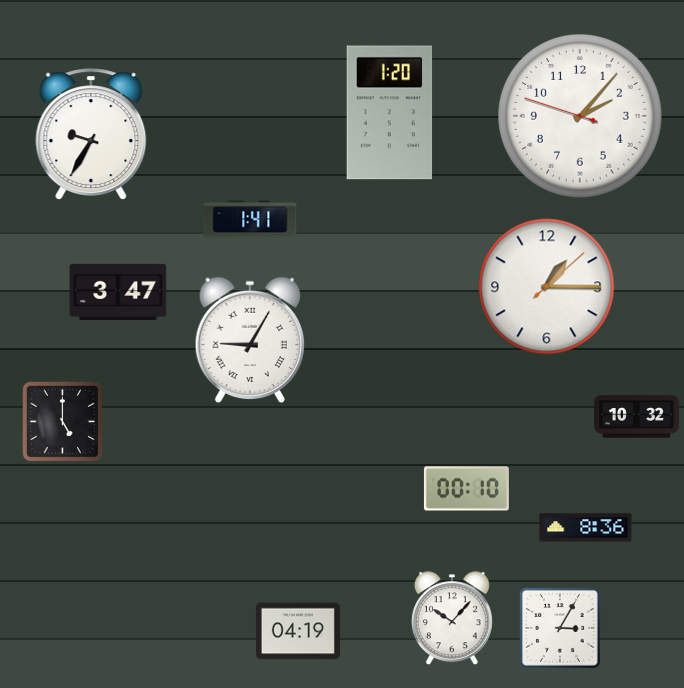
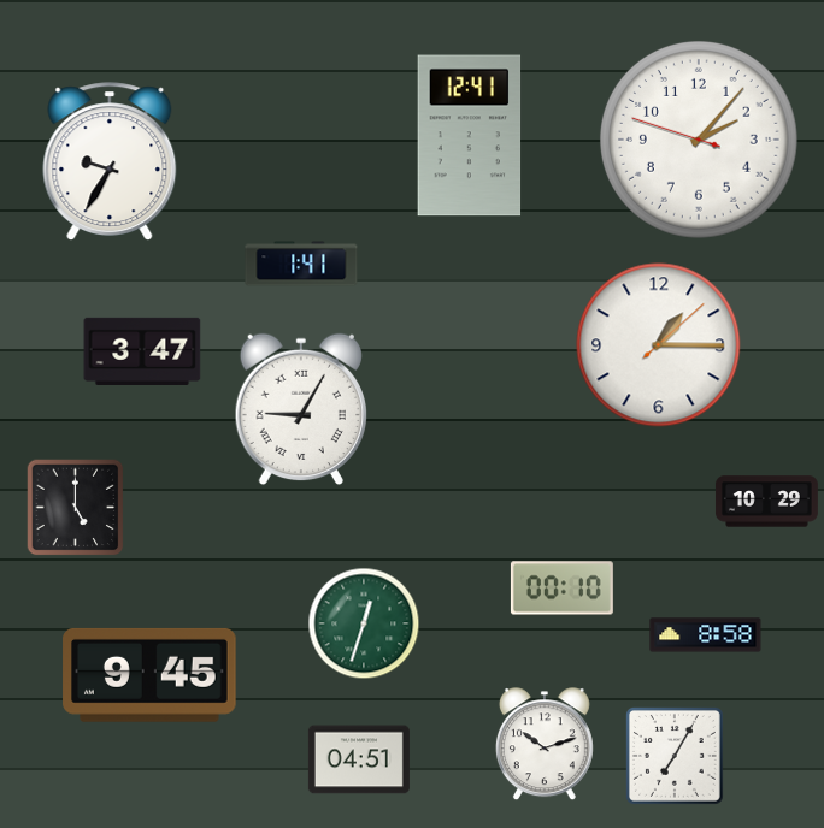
clock at (390, 113): 1:20 -> 12:41
clock at (636, 417): 10:32 -> 10:29
clock at (364, 623): none -> 12:33
clock at (586, 528): 8:36 -> 8:58
clock at (149, 675): none -> 9:45
clock at (452, 619): 10:07 -> 10:12
clock at (561, 629): 3:05 -> 7:05
clock at (298, 631): 04:19 -> 04:51
